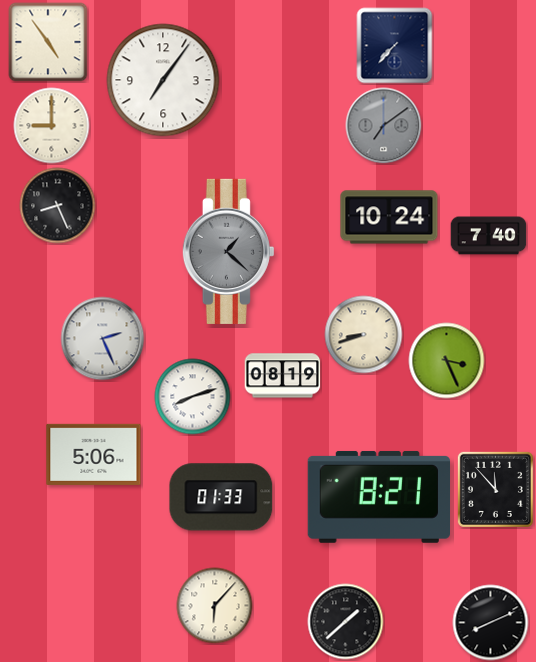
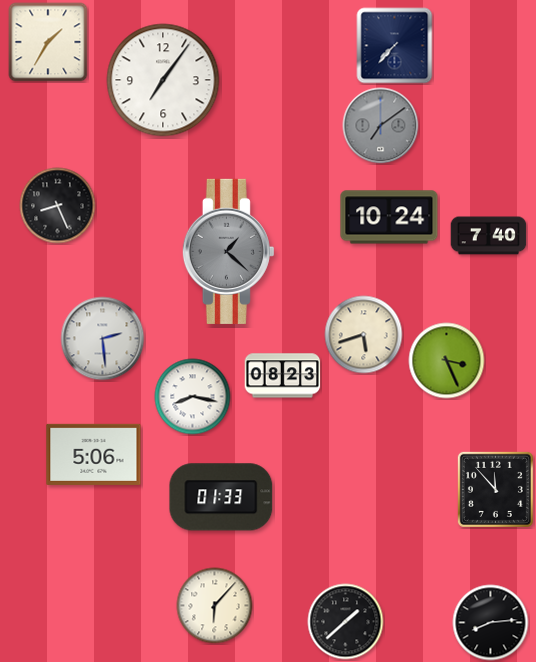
clock at (48, 42): 4:54 -> 1:35
clock at (52, 126): 9:00 -> none
clock at (384, 126) position: (384, 126) -> (381, 126)
clock at (364, 335): 8:42 -> 5:42
clock at (103, 339): 2:26 -> 2:29
clock at (283, 376): 08:19 -> 08:23
clock at (193, 397): 8:12 -> 8:17
clock at (378, 497): 8:21 -> none
clock at (491, 623): 8:11 -> 8:14
